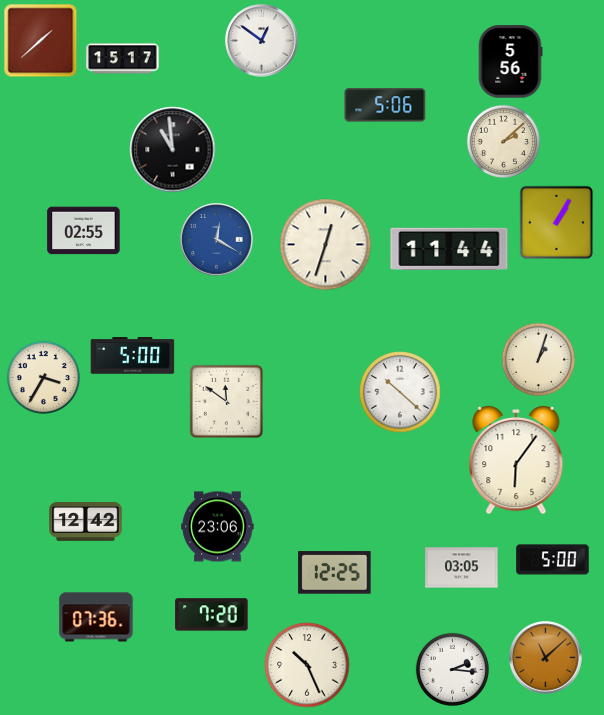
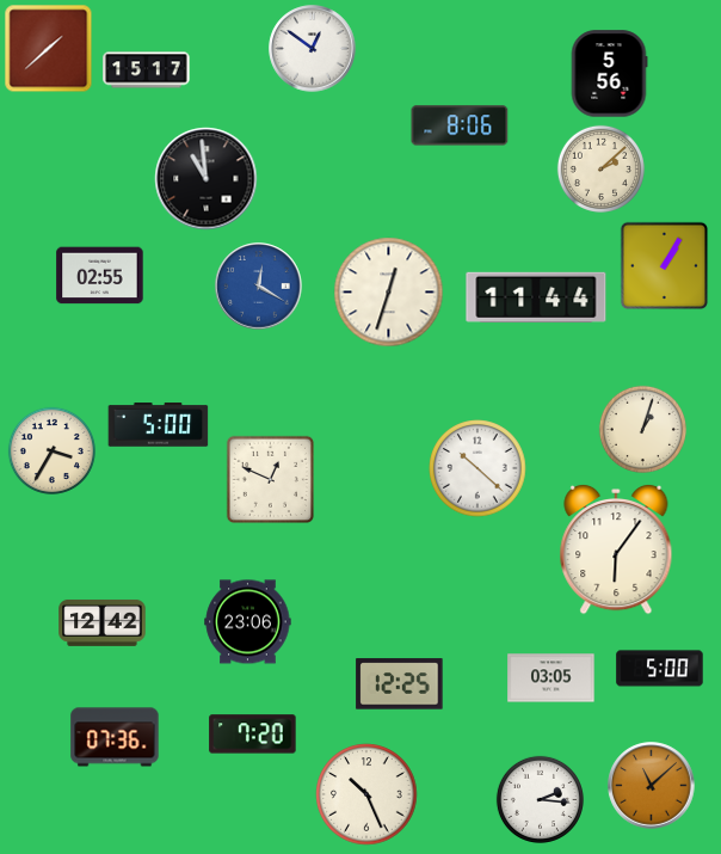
clock at (385, 105): 5:06 -> 8:06
clock at (226, 401): 11:51 -> 12:49
clock at (218, 527) position: (218, 527) -> (248, 622)
